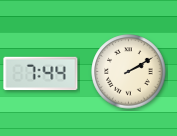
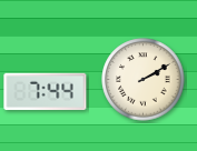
clock at (41, 74) position: (41, 74) -> (46, 92)
